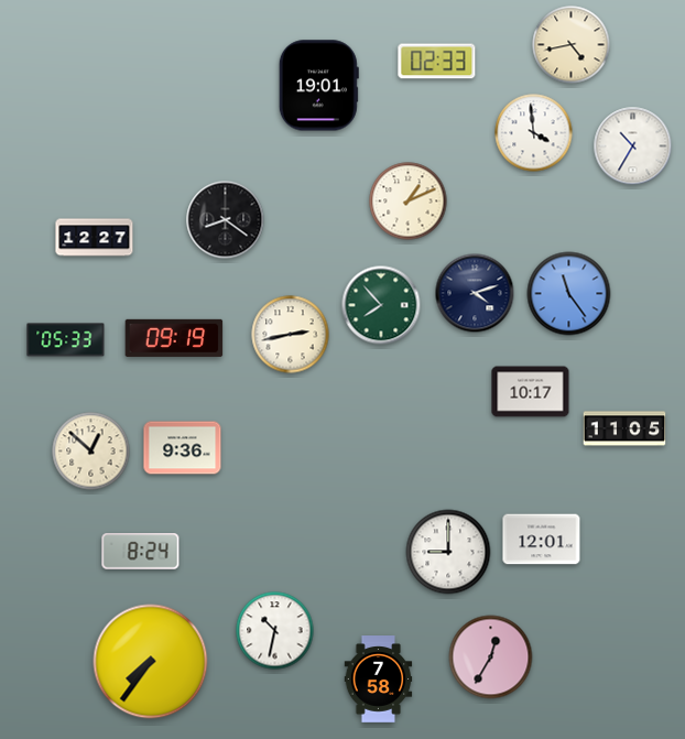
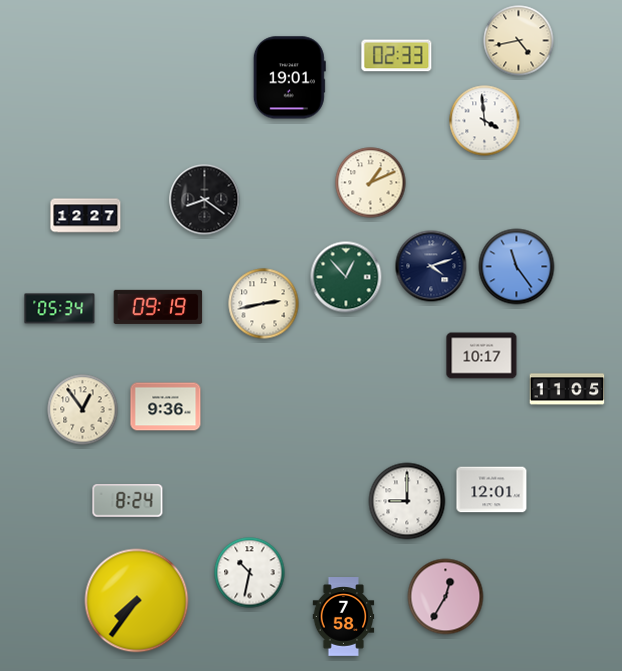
clock at (633, 146): 10:35 -> none
clock at (381, 305): 7:53 -> 12:53
clock at (66, 340): 05:33 -> 05:34
clock at (91, 452): 12:52 -> 12:54
